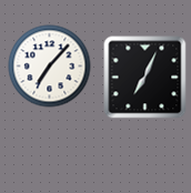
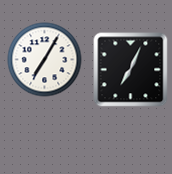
clock at (50, 67): 7:07 -> 7:05
